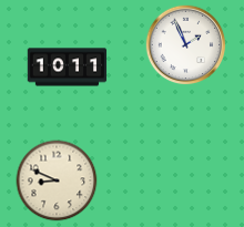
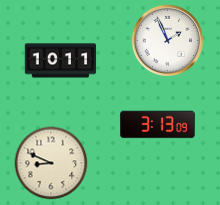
clock at (158, 125): none -> 3:13
